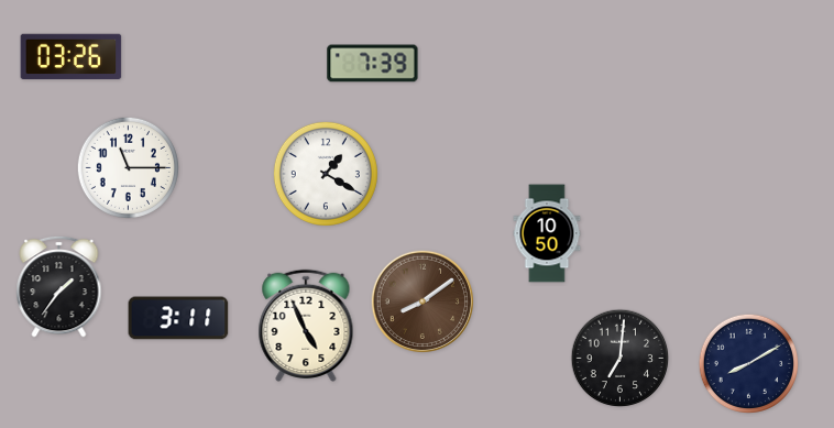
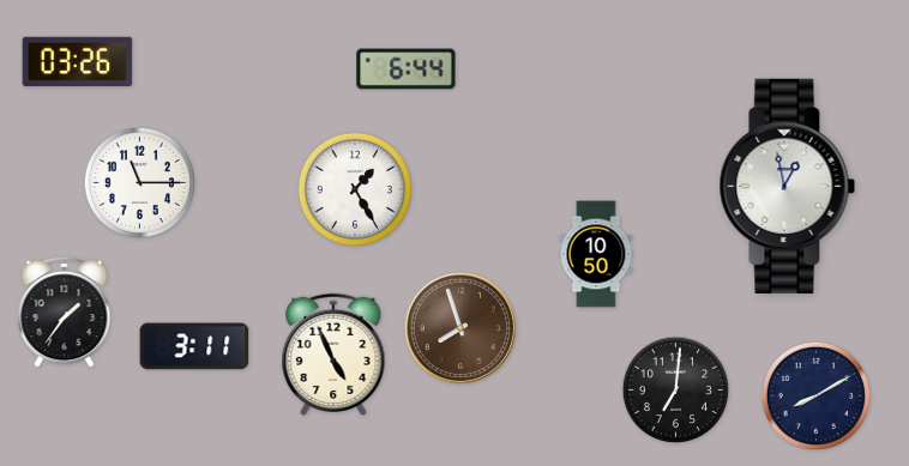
clock at (373, 64): 7:39 -> 6:44
clock at (788, 186): none -> 12:58
clock at (326, 174): 1:20 -> 1:25
clock at (421, 300): 8:09 -> 7:57
